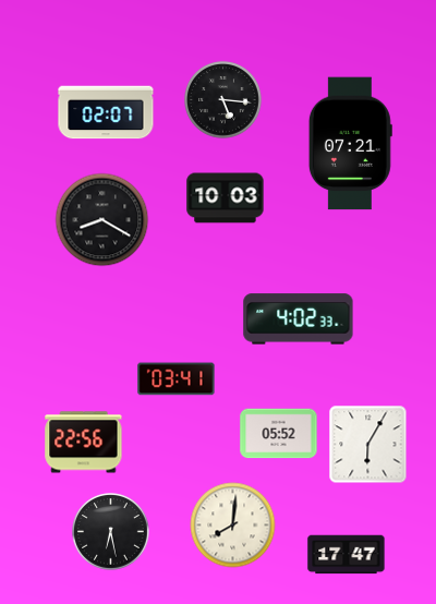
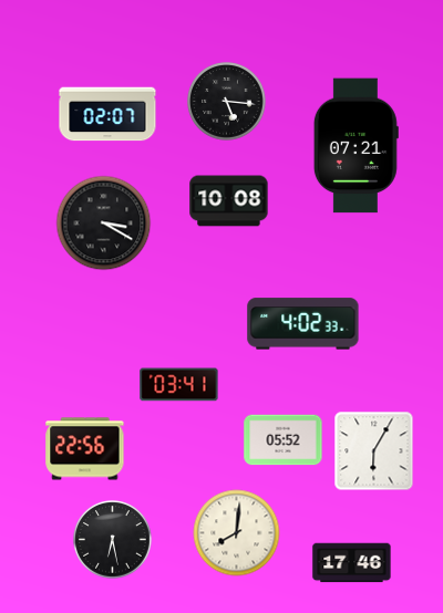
clock at (226, 198): 10:03 -> 10:08
clock at (102, 220): 8:20 -> 3:20
clock at (347, 555): 17:47 -> 17:46
